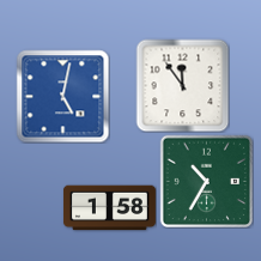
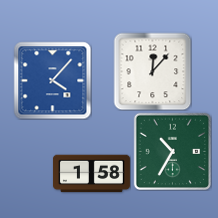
clock at (182, 85): 11:54 -> 12:07
clock at (62, 96): 5:02 -> 4:07
